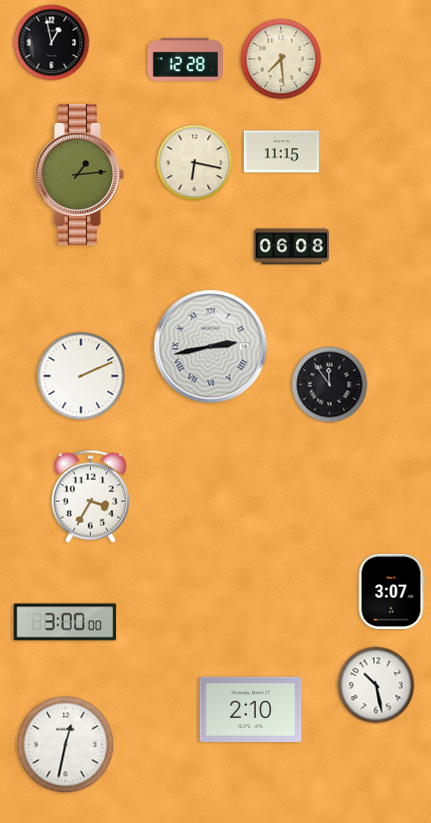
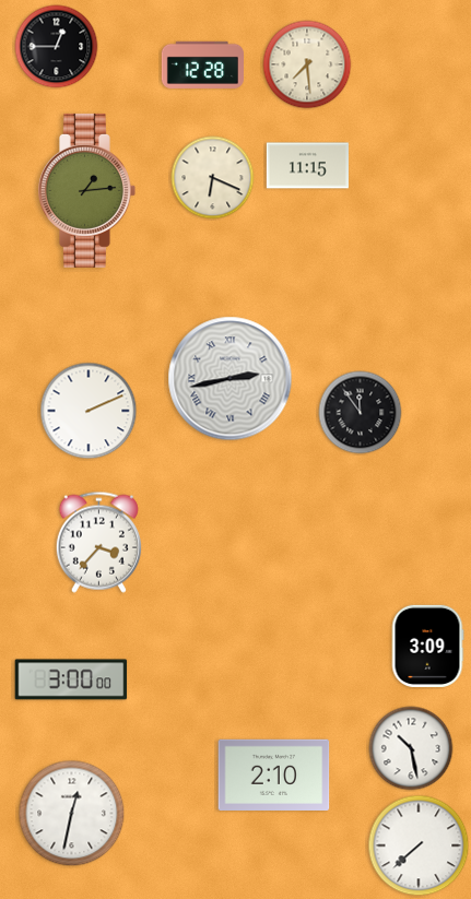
clock at (52, 43): 12:58 -> 12:45
clock at (195, 163): 6:17 -> 6:19
clock at (291, 247): 06:08 -> none
clock at (330, 385) position: (330, 385) -> (361, 413)
clock at (90, 496): 3:35 -> 3:37
clock at (391, 591): 3:07 -> 3:09
clock at (419, 845): none -> 7:38
